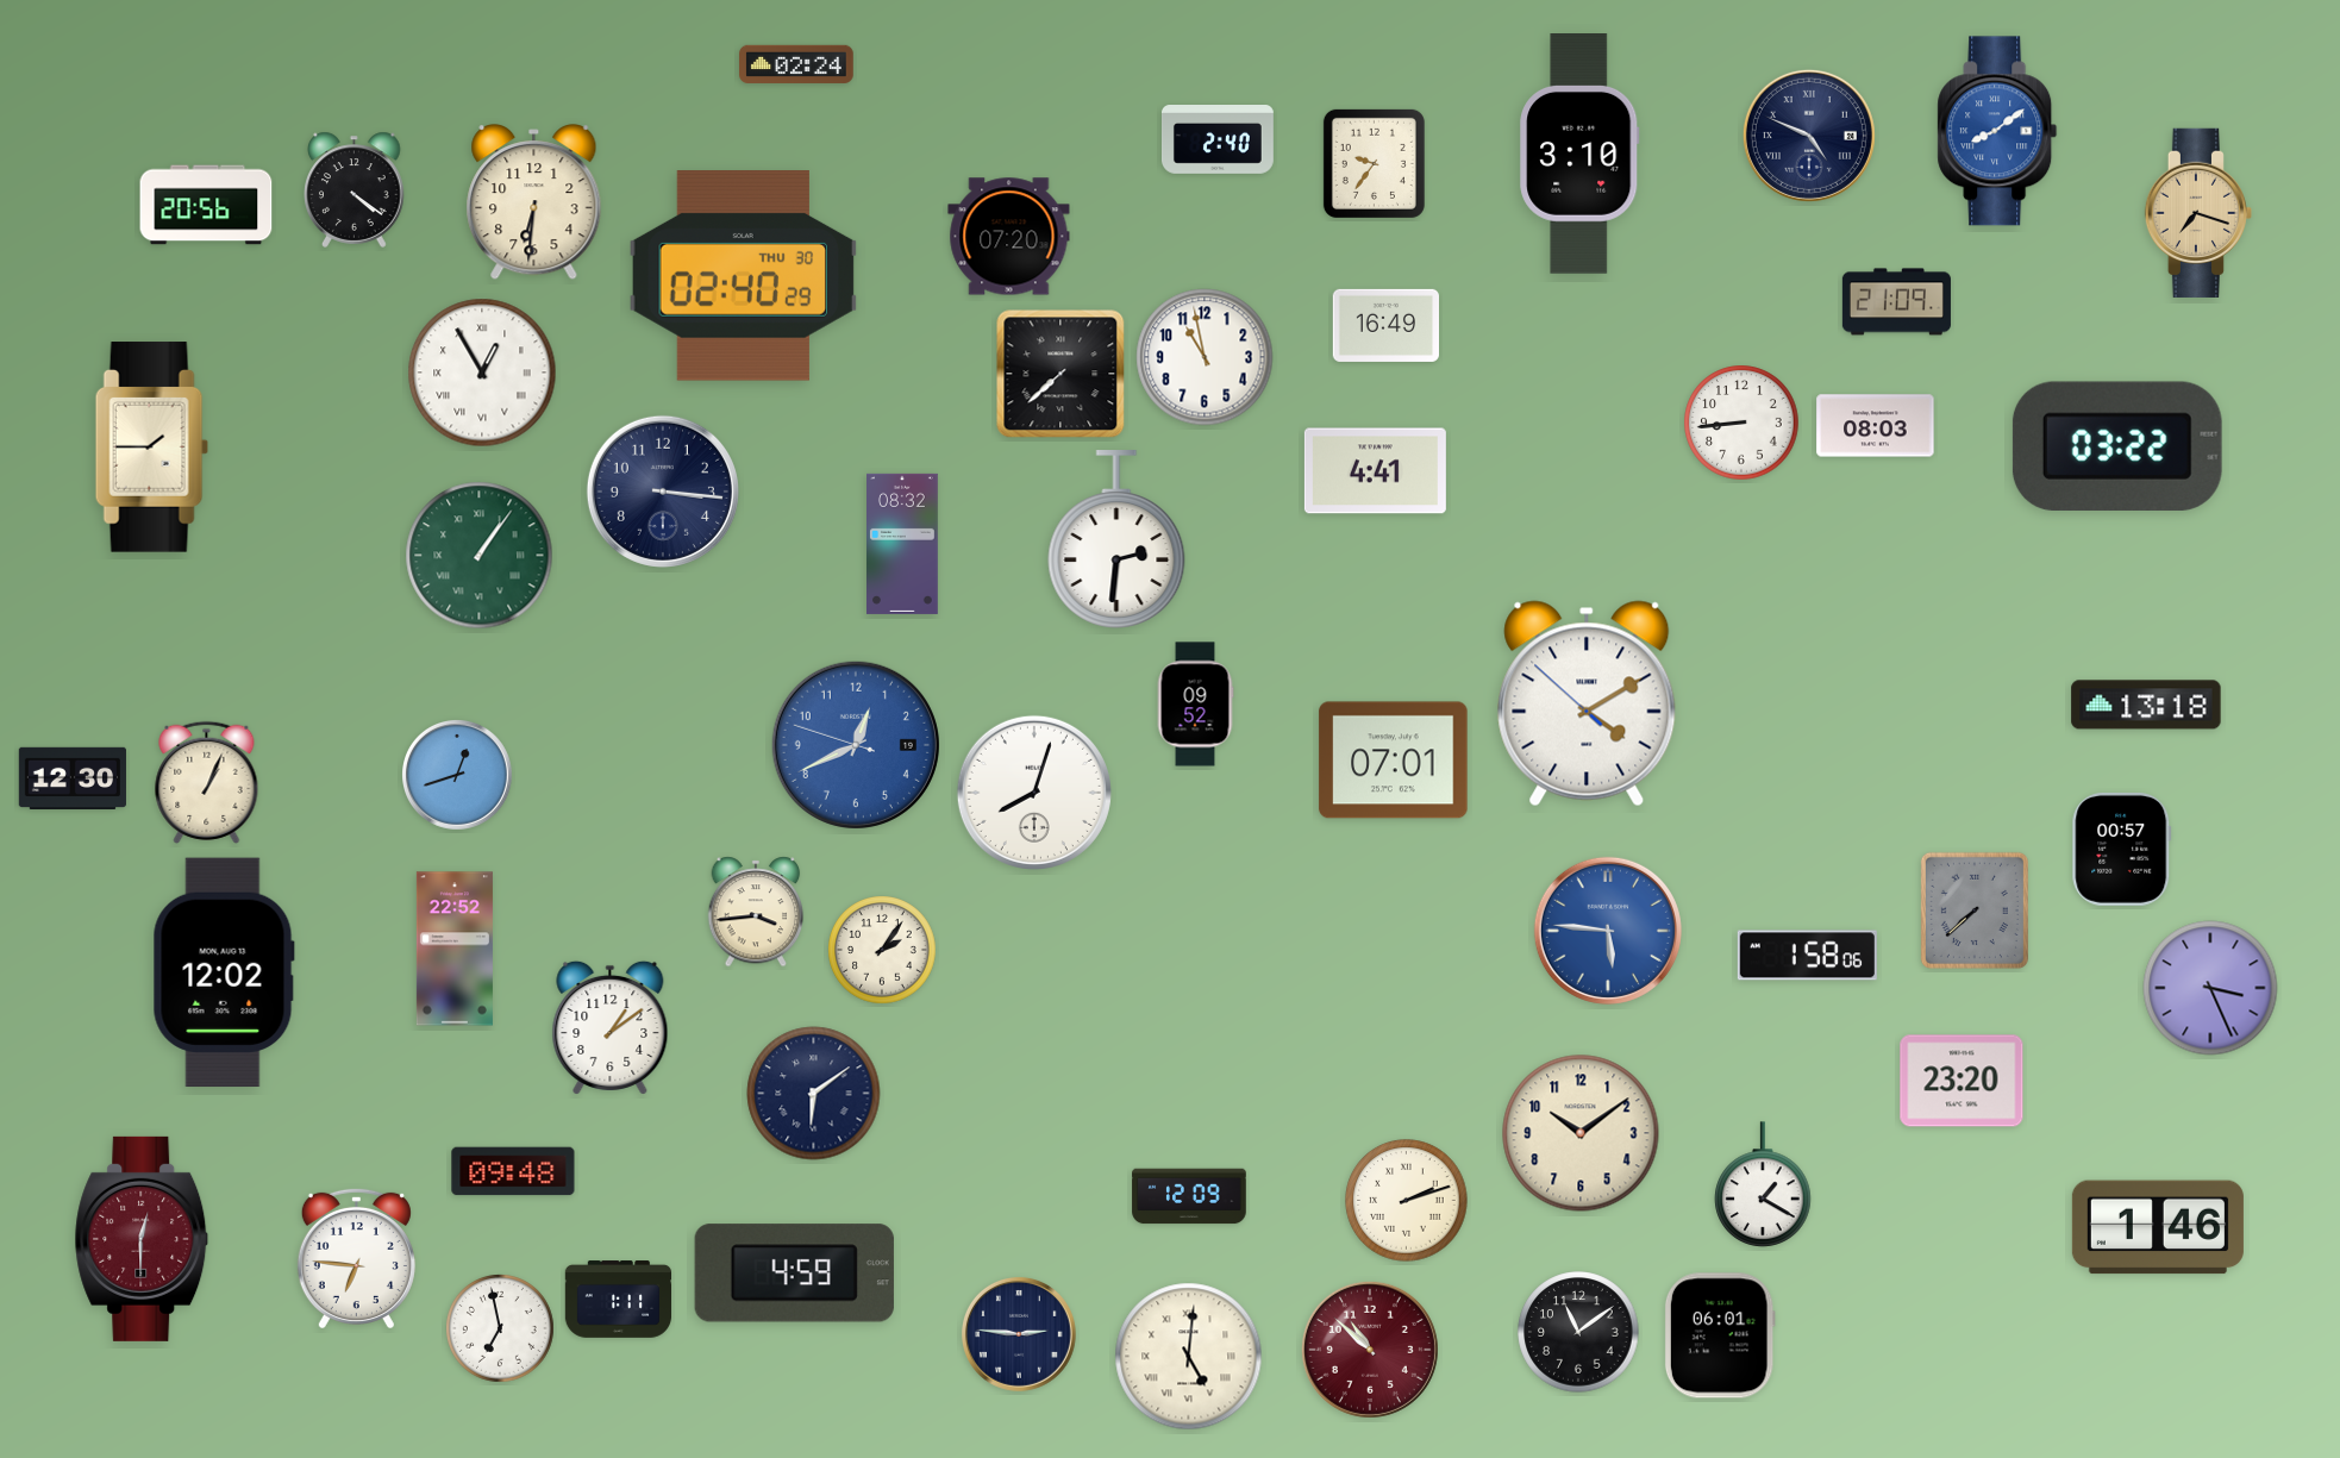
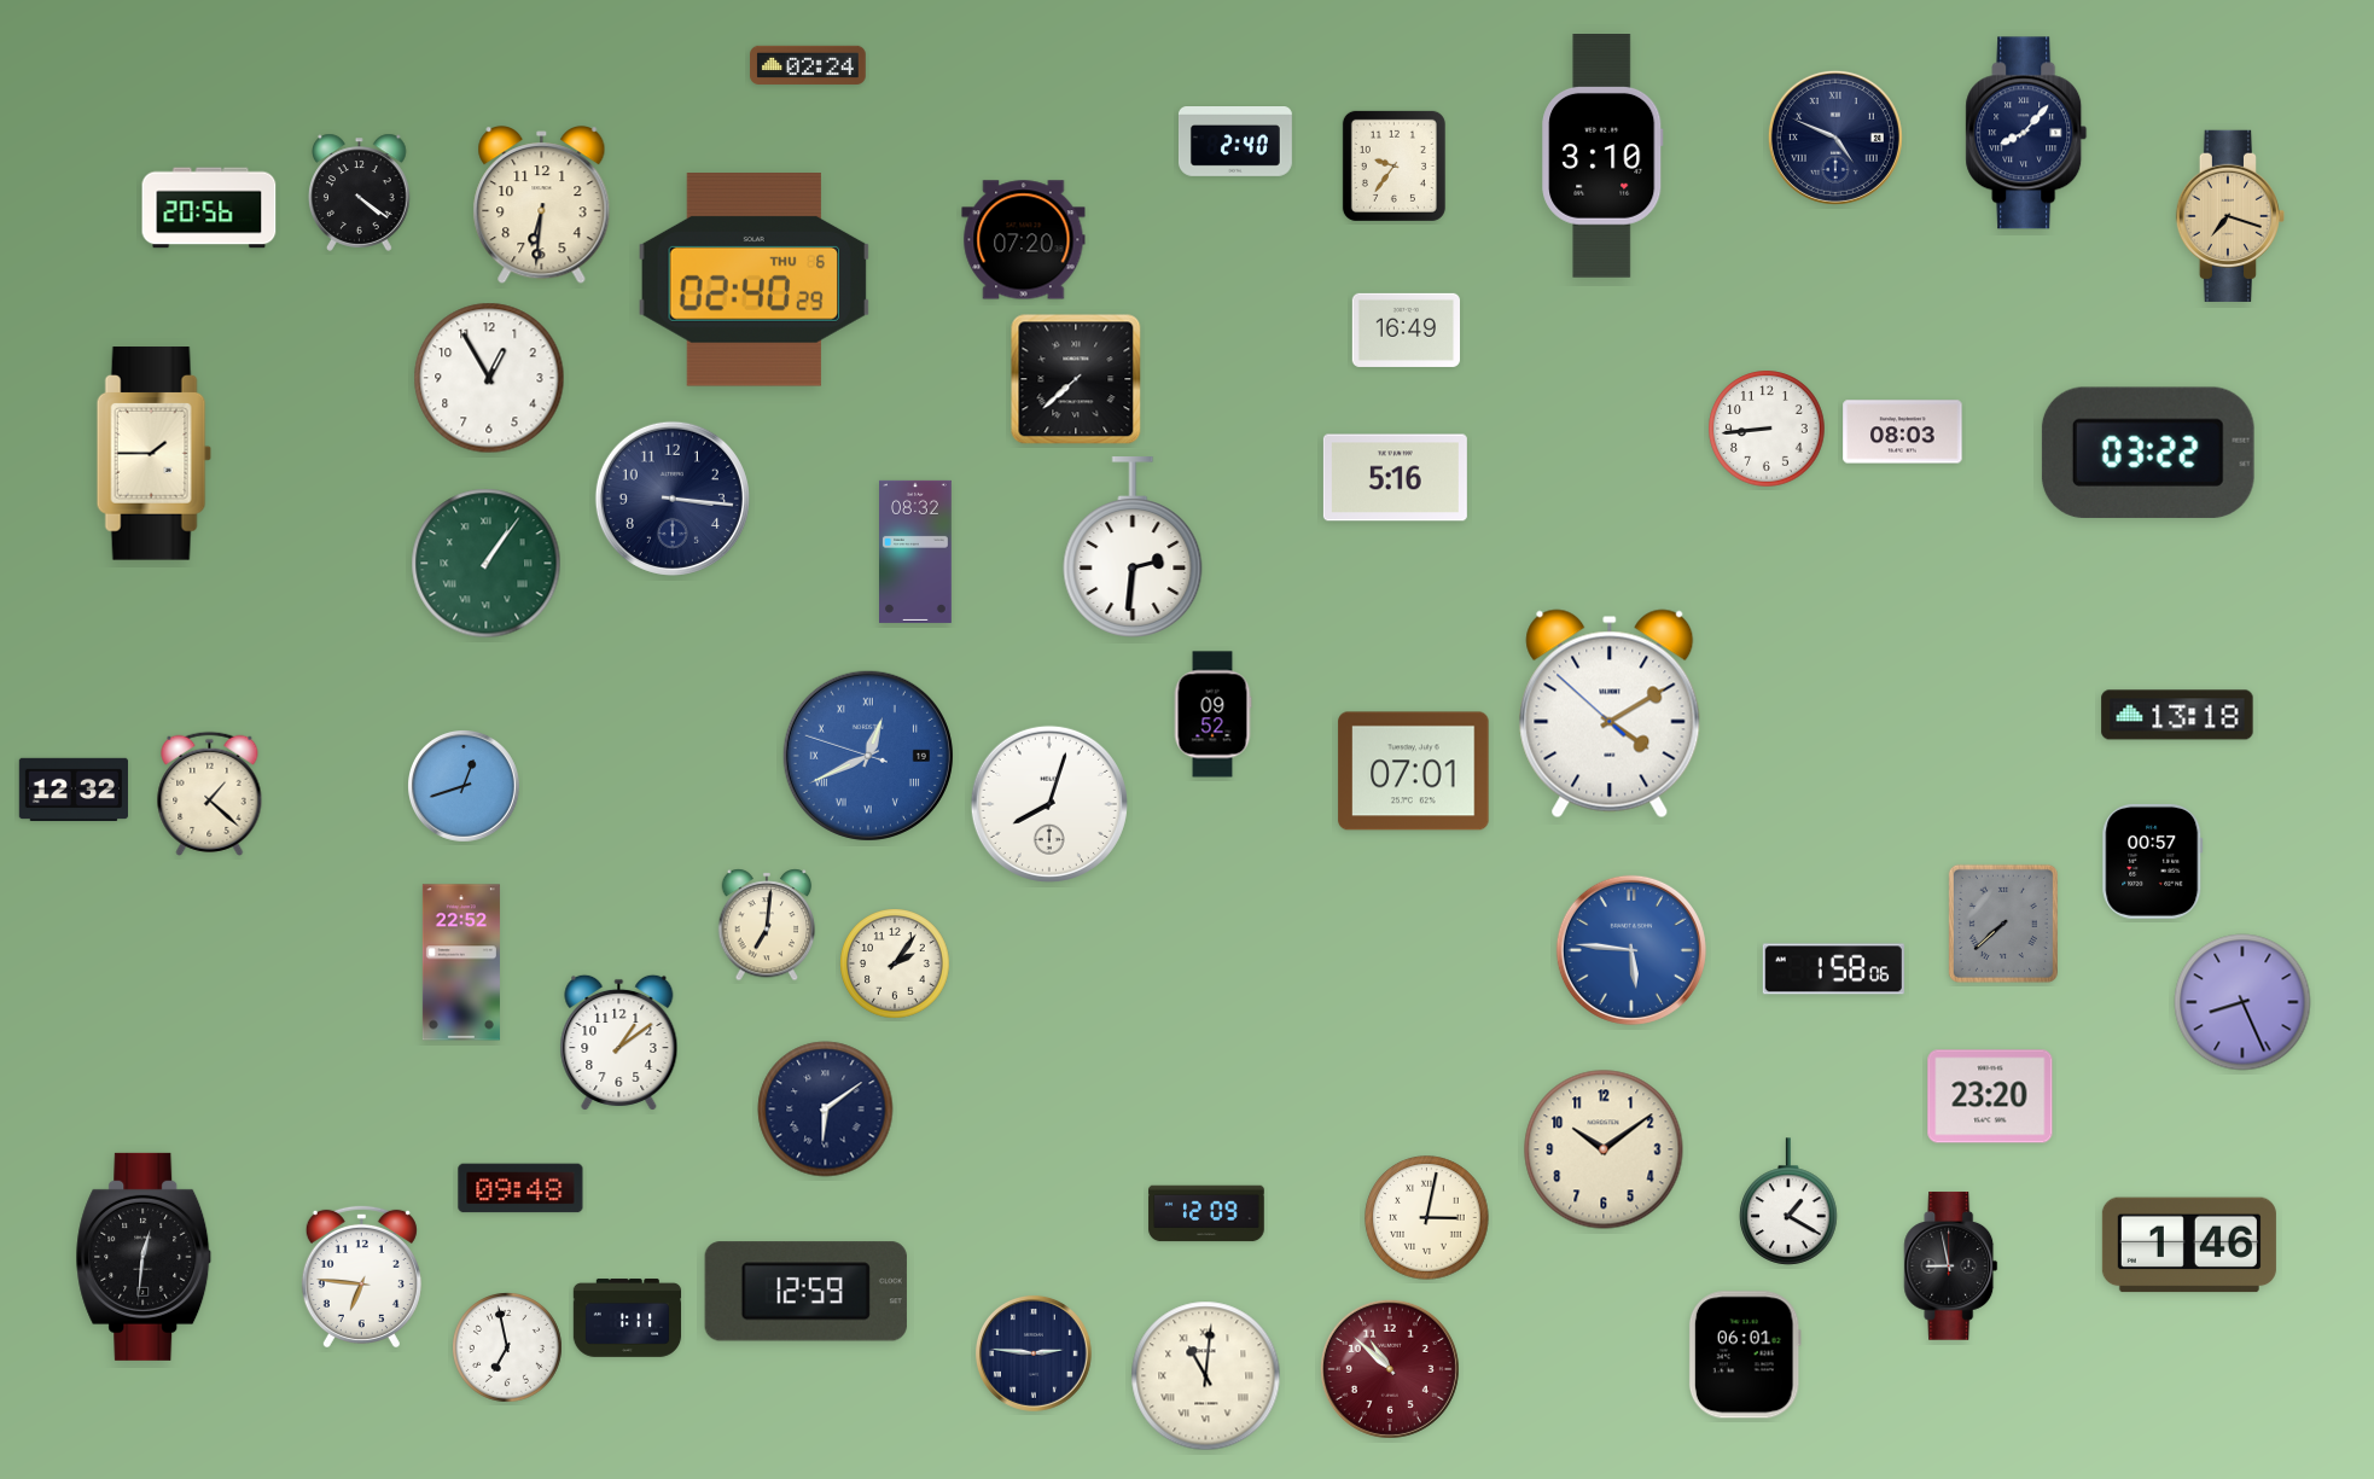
clock at (1997, 131): 8:09 -> 8:07
clock at (1997, 131) dial: blue -> navy
clock at (744, 276) date: THU 30 -> THU 6
clock at (1896, 302): 21:09 -> none
clock at (1205, 357): 10:58 -> none
clock at (482, 373) numerals: Roman -> Arabic
clock at (1375, 471): 4:41 -> 5:16
clock at (856, 745) numerals: Arabic -> Roman
clock at (73, 777): 12:30 -> 12:32
clock at (207, 782): 1:04 -> 1:22
clock at (756, 912): 3:44 -> 7:01
clock at (1608, 931) position: (1608, 931) -> (1631, 950)
clock at (224, 972): 12:02 -> none
clock at (2210, 988): 3:26 -> 8:26
clock at (1407, 1201): 2:12 -> 3:02
clock at (142, 1239): 12:30 -> 12:31
clock at (142, 1239) dial: burgundy -> black
clock at (1951, 1267): none -> 8:58
clock at (794, 1274): 4:59 -> 12:59
clock at (1578, 1332): 11:09 -> none
clock at (1189, 1357): 5:01 -> 11:01
